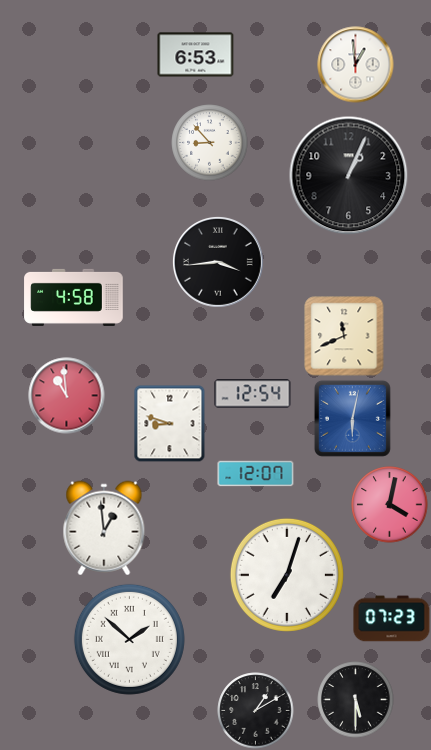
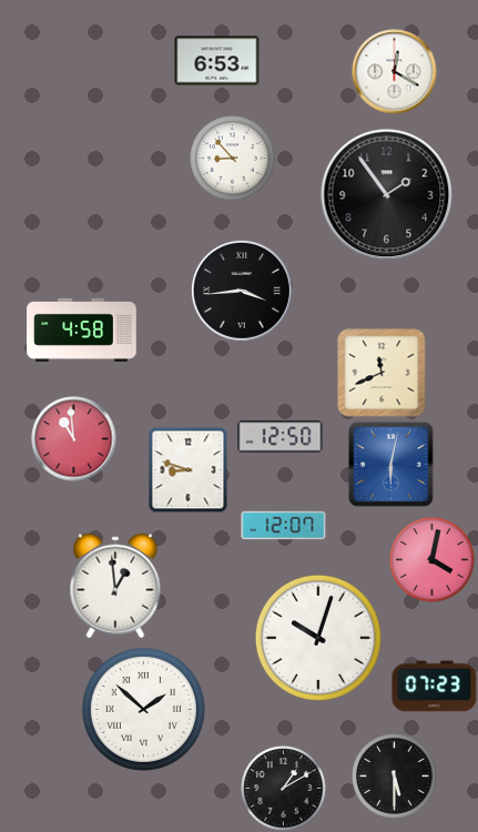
clock at (356, 65): 12:59 -> 12:20
clock at (349, 176): 1:04 -> 1:54
clock at (253, 394): 12:54 -> 12:50
clock at (287, 575): 7:03 -> 10:03
